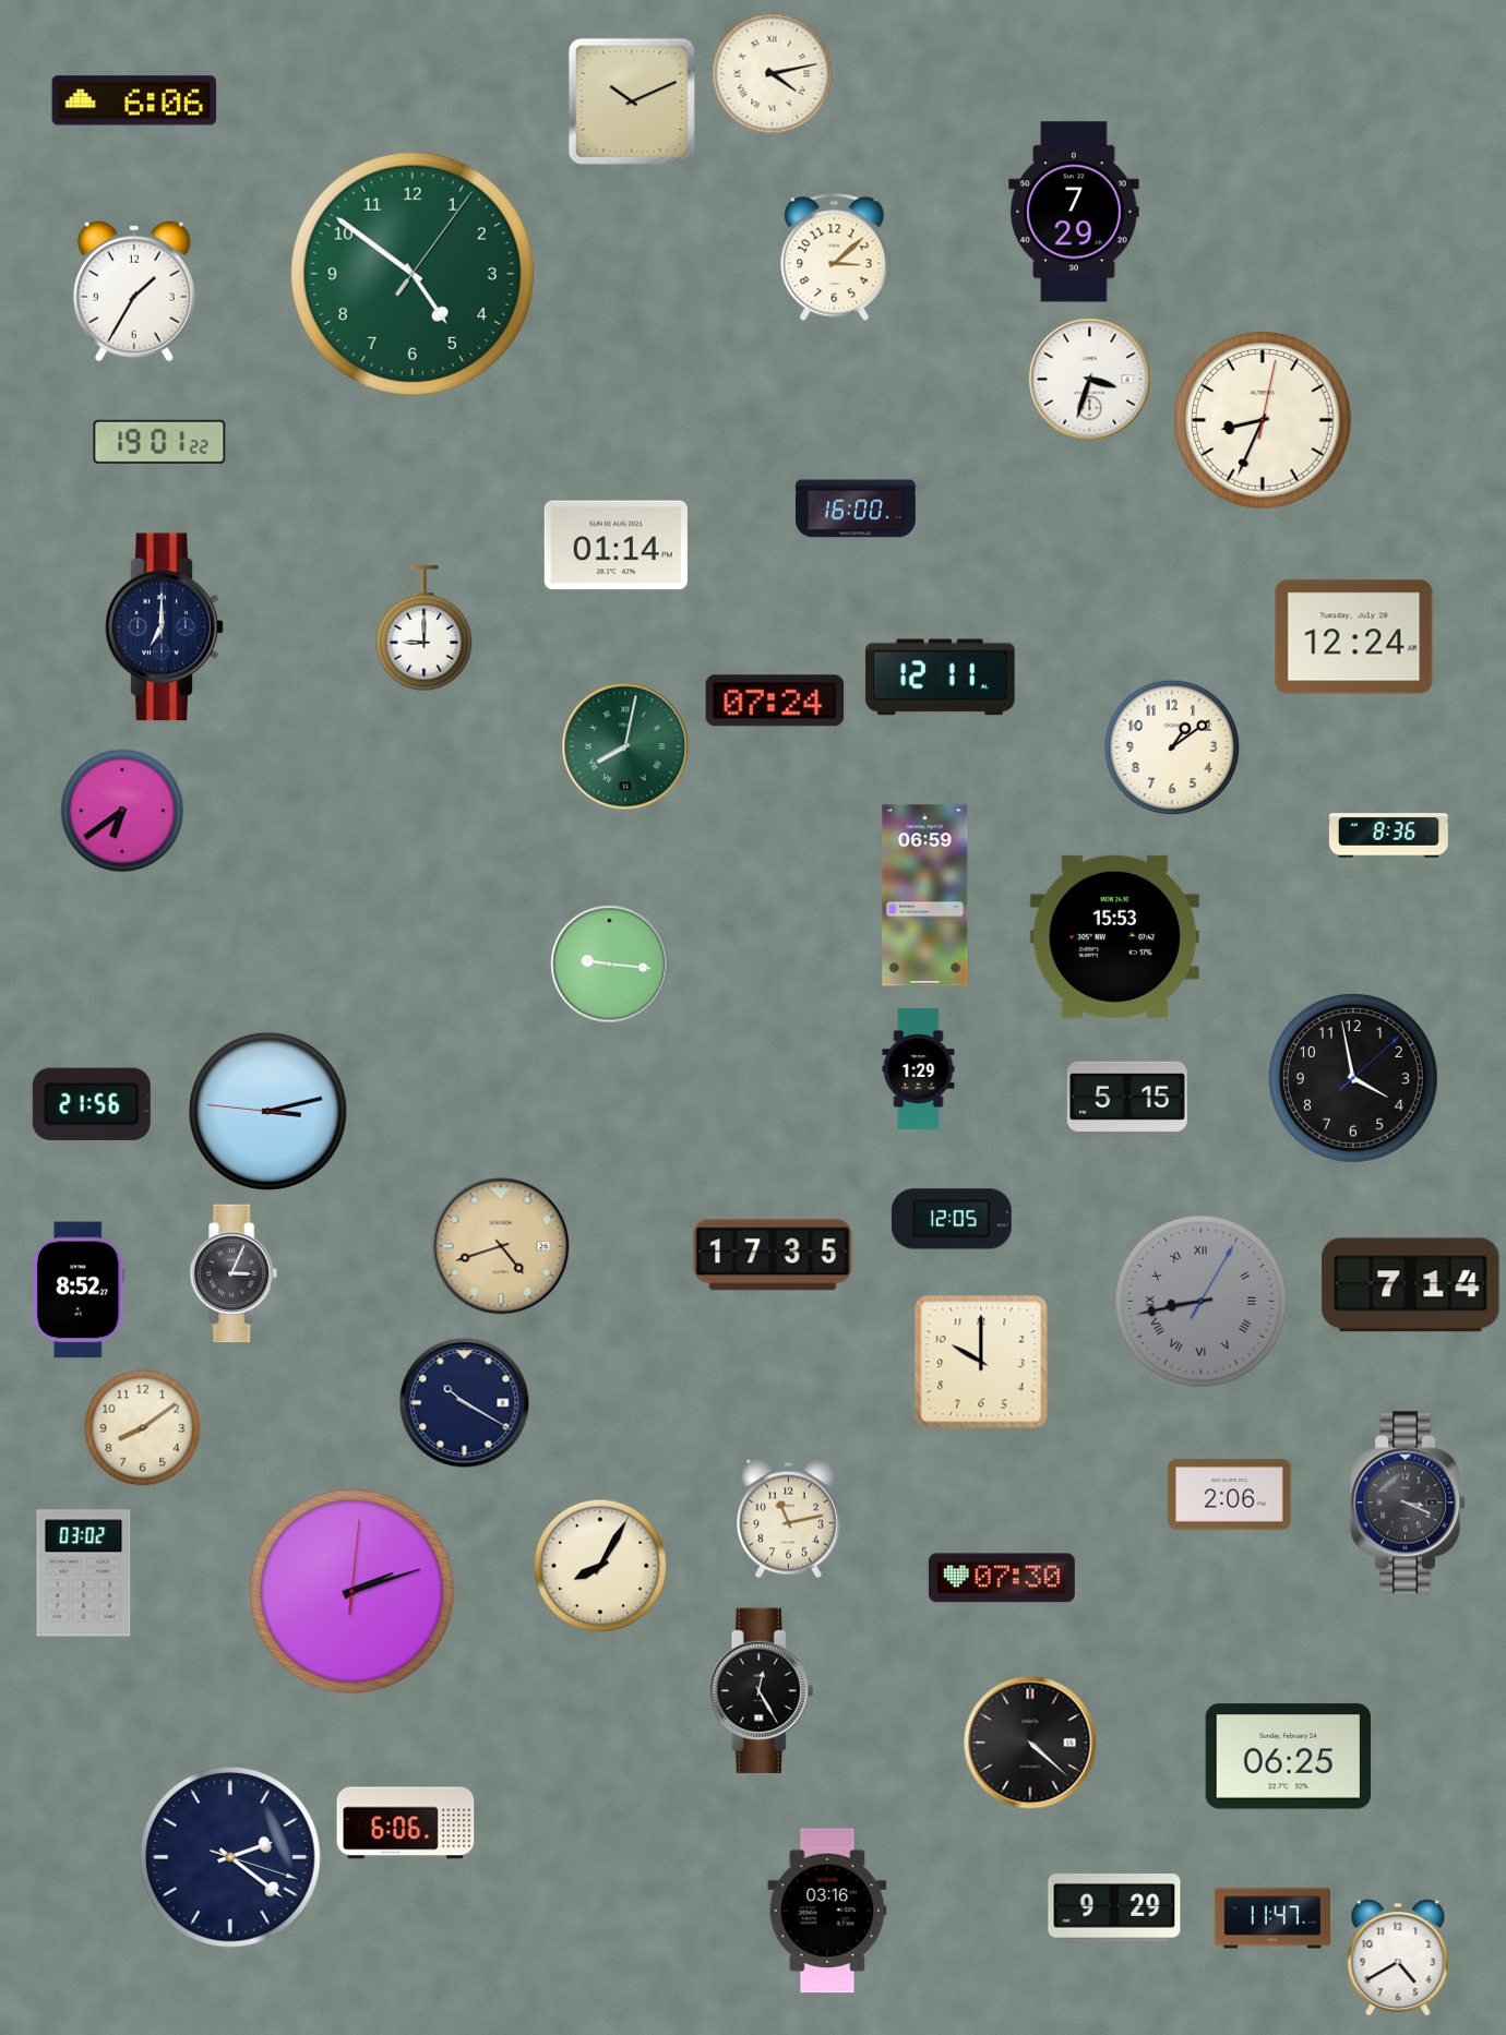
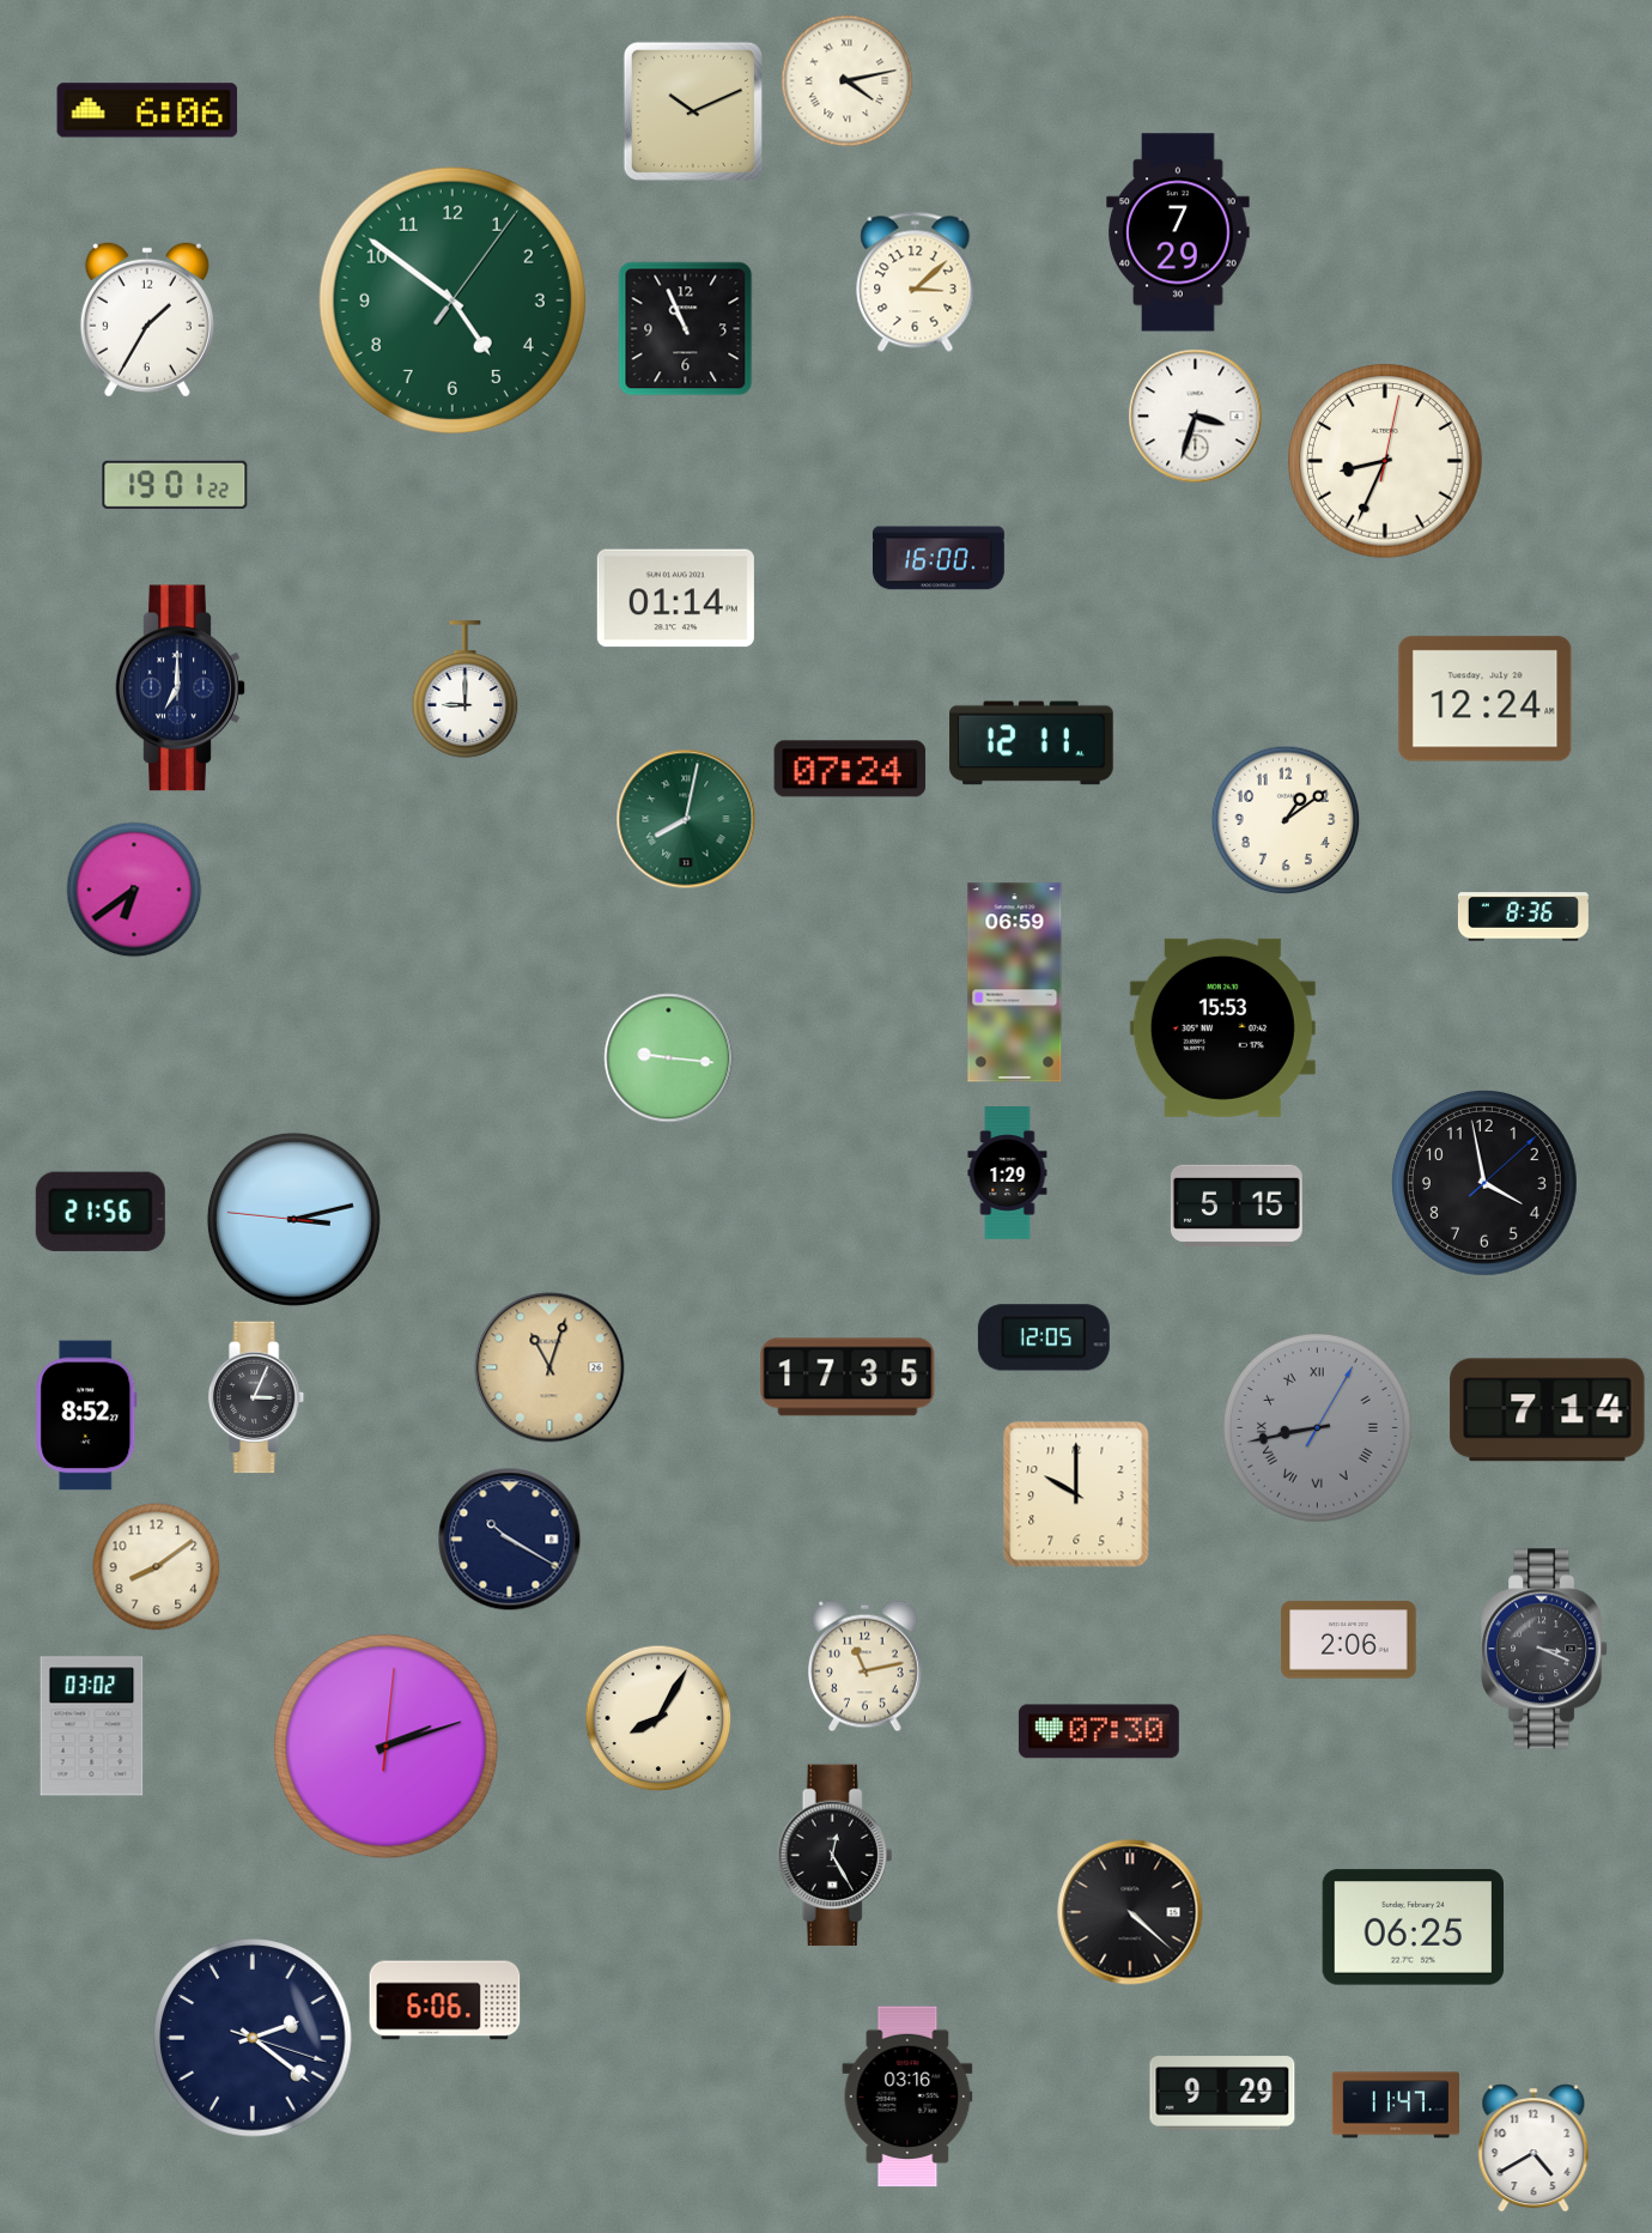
clock at (686, 329): none -> 10:56
clock at (501, 1246): 4:42 -> 11:03
